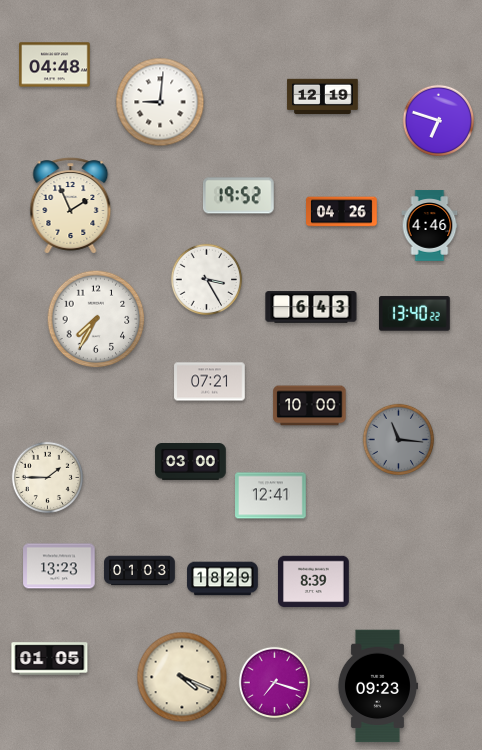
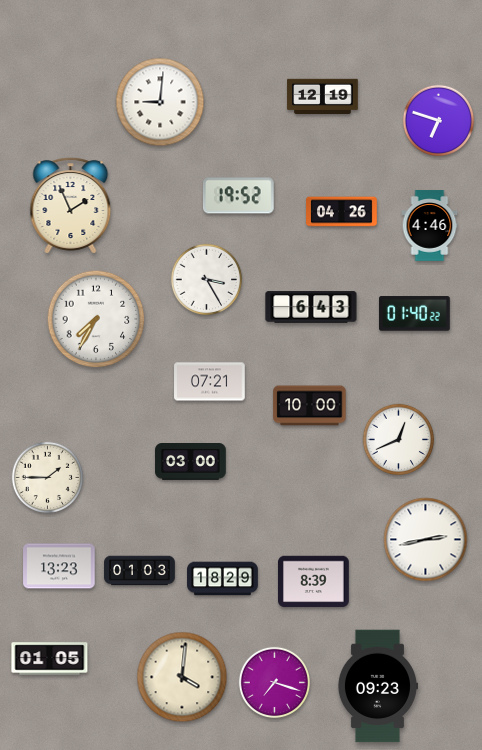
clock at (55, 65): 04:48 -> none
clock at (415, 314): 13:40 -> 01:40
clock at (399, 440): 11:16 -> 12:41
clock at (399, 440) dial: grey -> white
clock at (271, 496): 12:41 -> none
clock at (426, 540): none -> 2:43
clock at (182, 677): 4:19 -> 4:01
